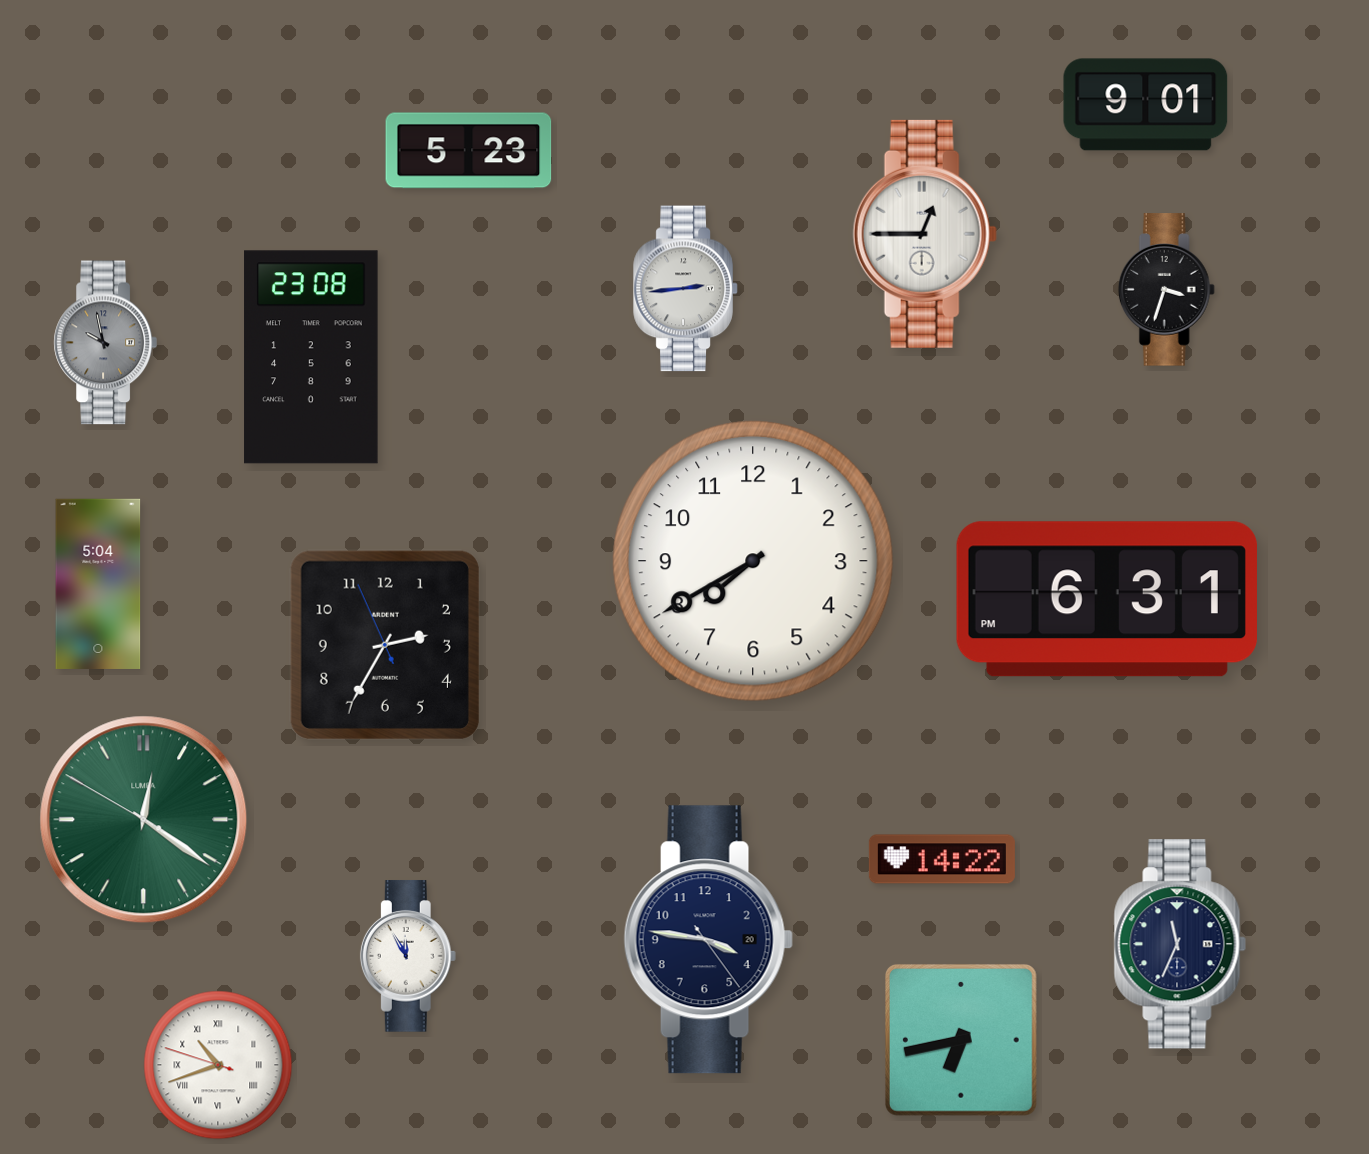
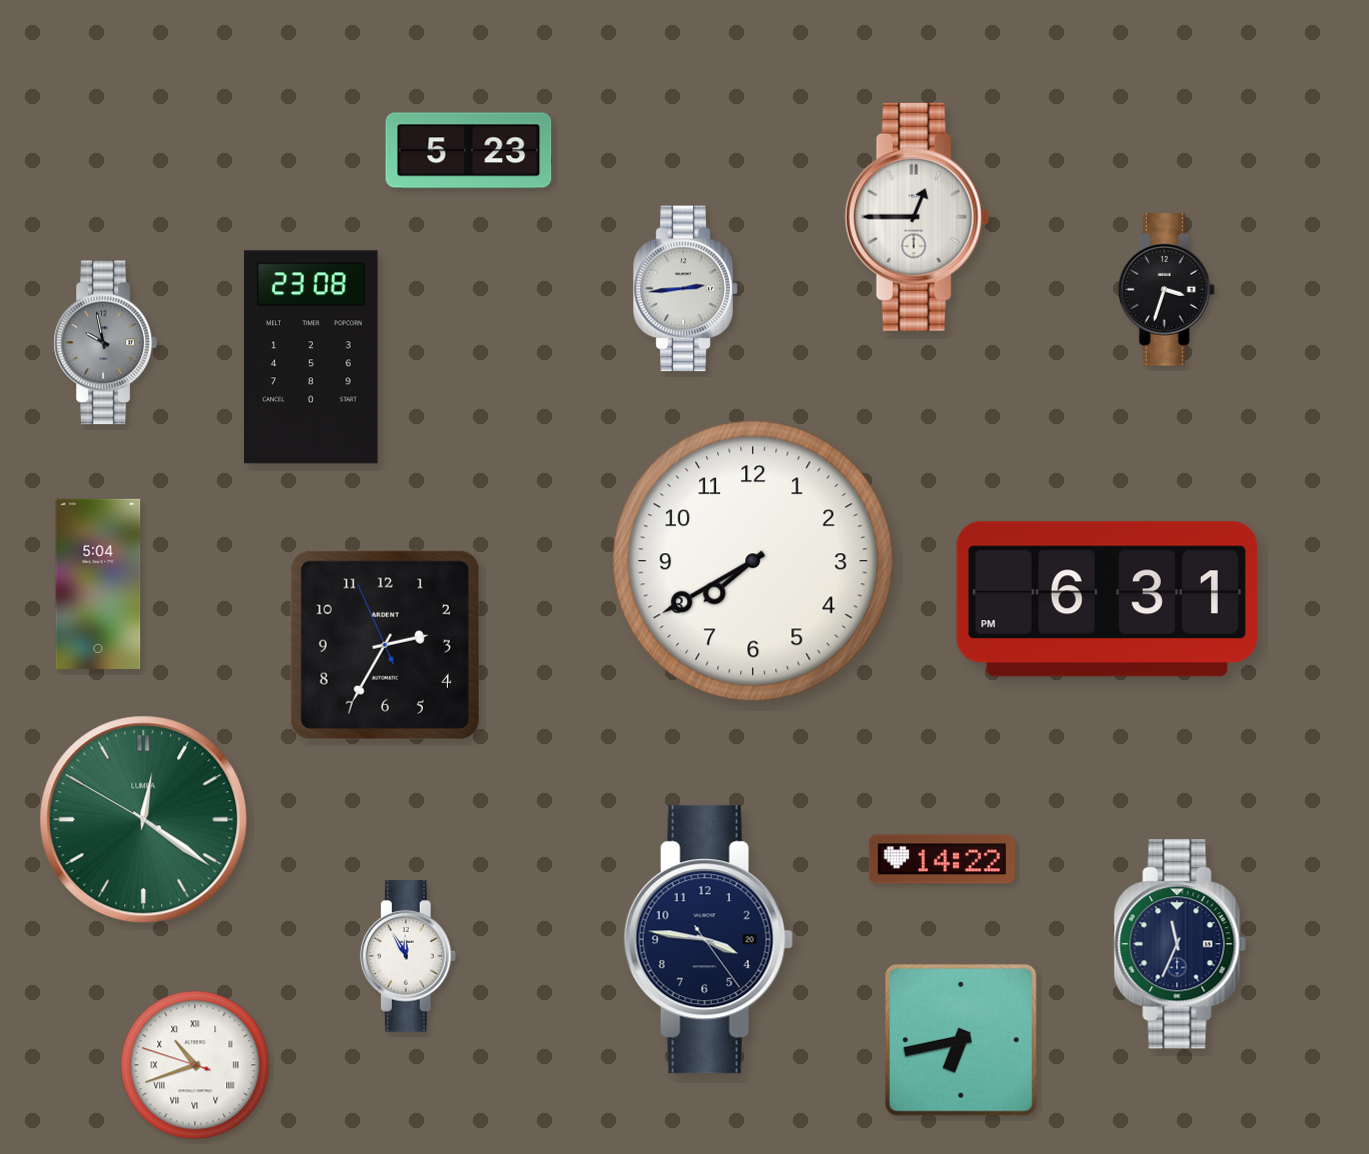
clock at (1146, 105): 9:01 -> none
clock at (925, 234) position: (925, 234) -> (917, 217)
clock at (218, 1065) position: (218, 1065) -> (195, 1065)
